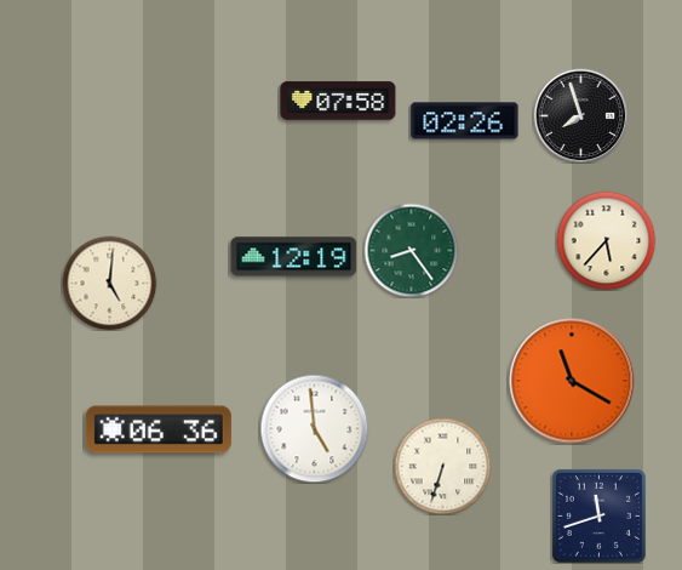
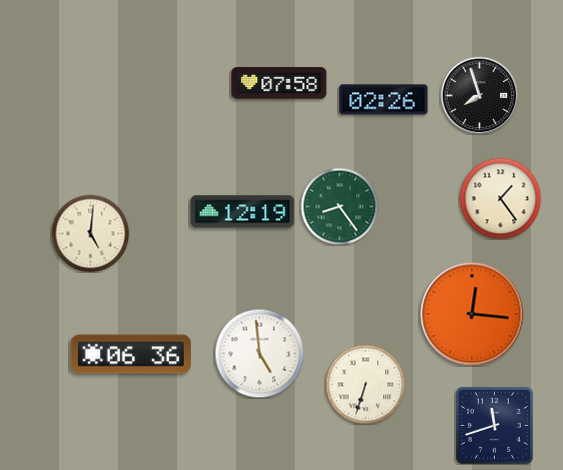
clock at (606, 240): 5:37 -> 1:24
clock at (572, 381): 11:20 -> 12:16
